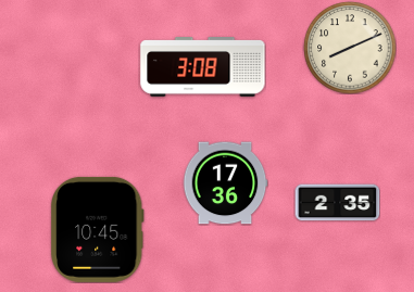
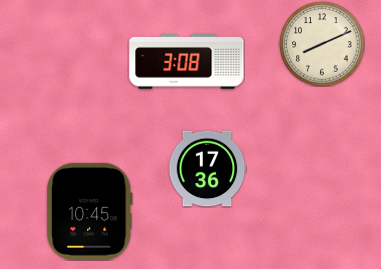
clock at (337, 203): 2:35 -> none
